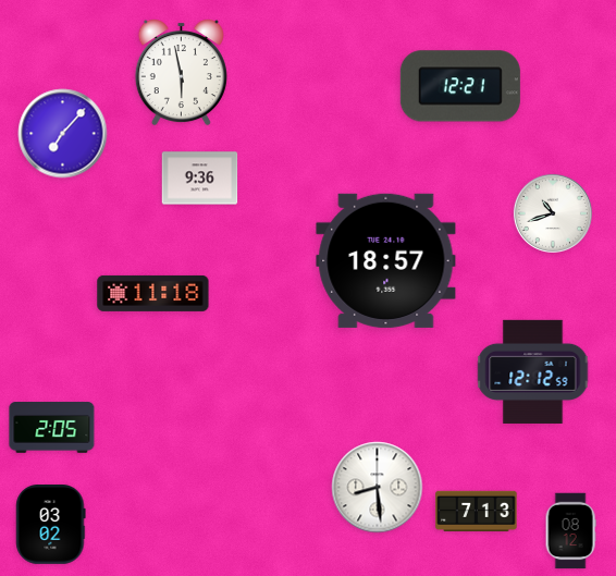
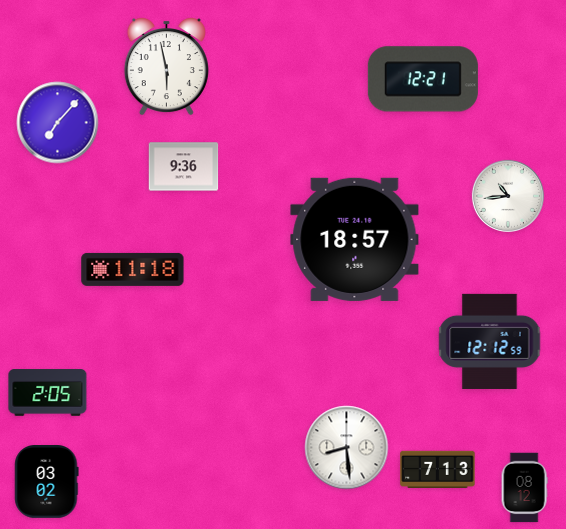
clock at (200, 179) position: (200, 179) -> (184, 167)
clock at (553, 213): 10:42 -> 10:44
clock at (153, 293) position: (153, 293) -> (133, 269)
